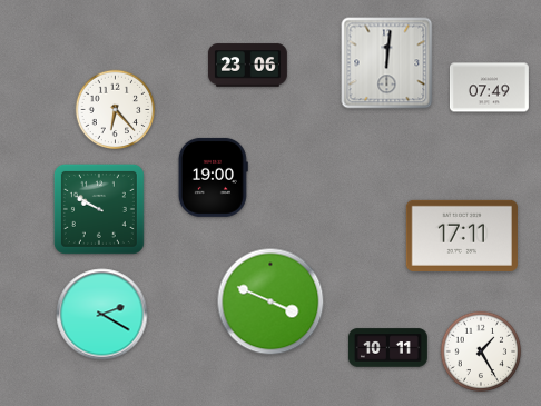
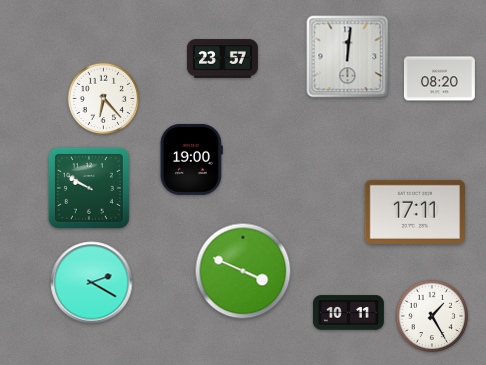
clock at (247, 66): 23:06 -> 23:57
clock at (489, 88): 07:49 -> 08:20
